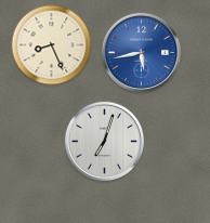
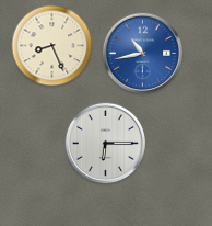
clock at (141, 52): 5:43 -> 10:43
clock at (104, 141): 7:03 -> 6:15
